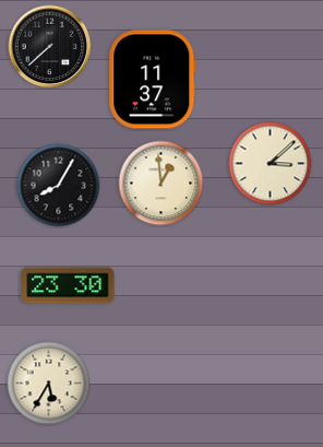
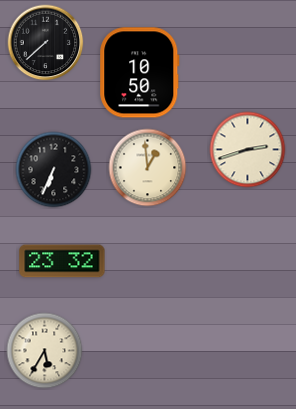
clock at (153, 80): 11:37 -> 10:50
clock at (271, 164): 3:08 -> 2:42
clock at (59, 186): 8:05 -> 6:34
clock at (68, 285): 23:30 -> 23:32
